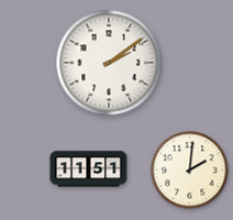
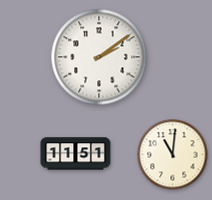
clock at (89, 169) position: (89, 169) -> (76, 154)
clock at (190, 170): 2:01 -> 11:01
